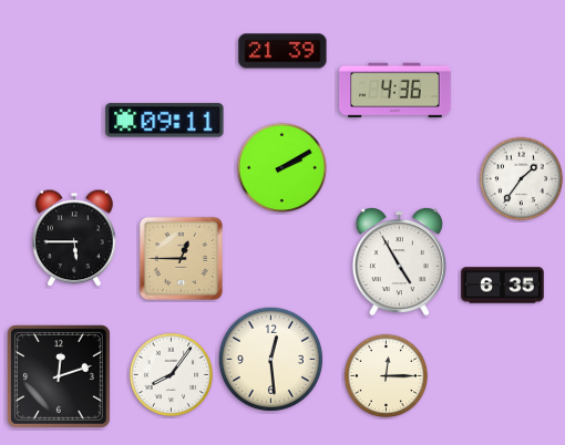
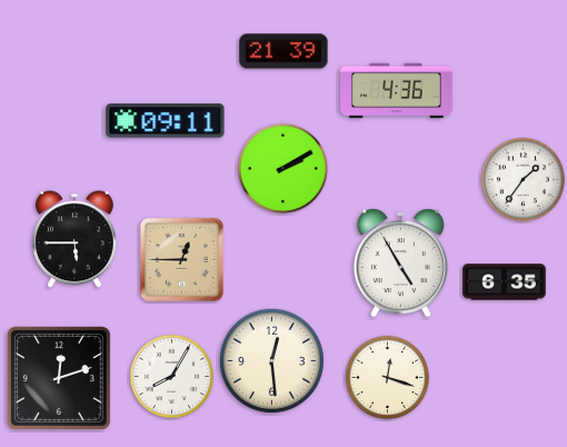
clock at (503, 286) position: (503, 286) -> (505, 282)
clock at (172, 375): 8:06 -> 8:05
clock at (387, 376): 12:15 -> 12:18
